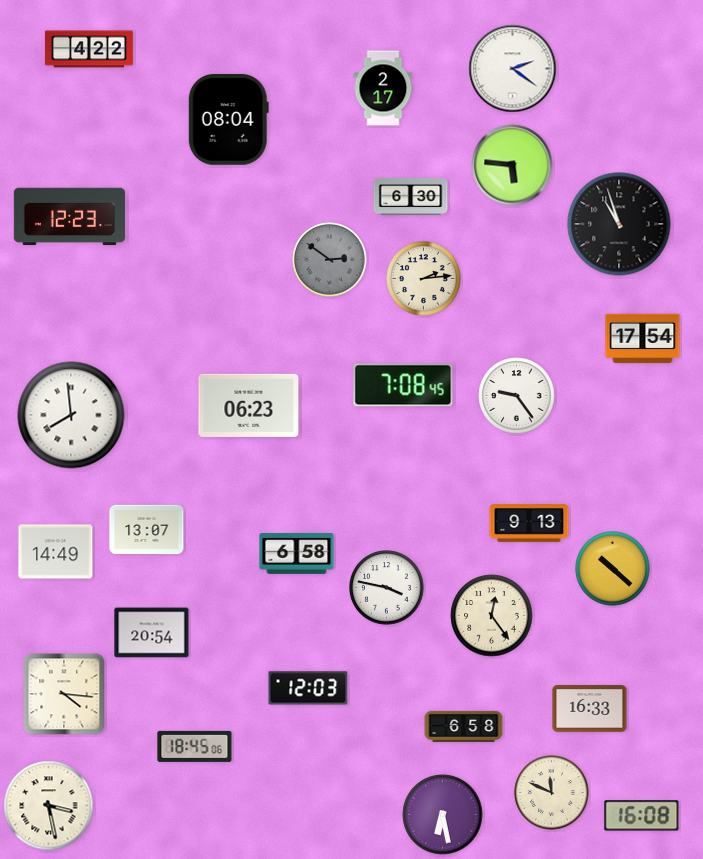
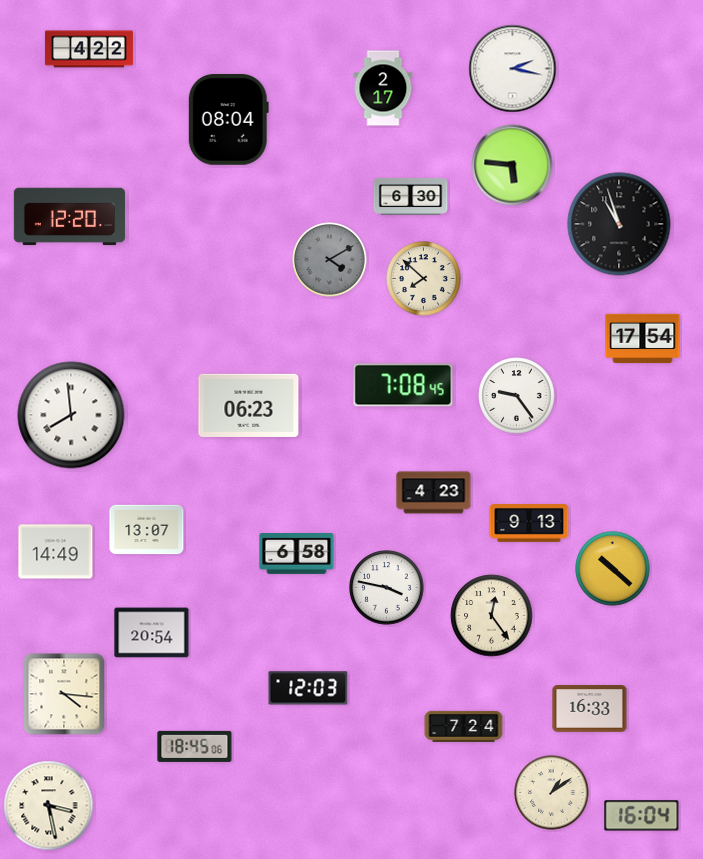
clock at (513, 69): 2:21 -> 2:17
clock at (69, 217): 12:23 -> 12:20
clock at (330, 260): 2:51 -> 4:10
clock at (424, 279): 2:14 -> 7:52
clock at (434, 493): none -> 4:23
clock at (464, 726): 6:58 -> 7:24
clock at (552, 793): 11:49 -> 1:09
clock at (443, 815): 6:28 -> none
clock at (642, 816): 16:08 -> 16:04
